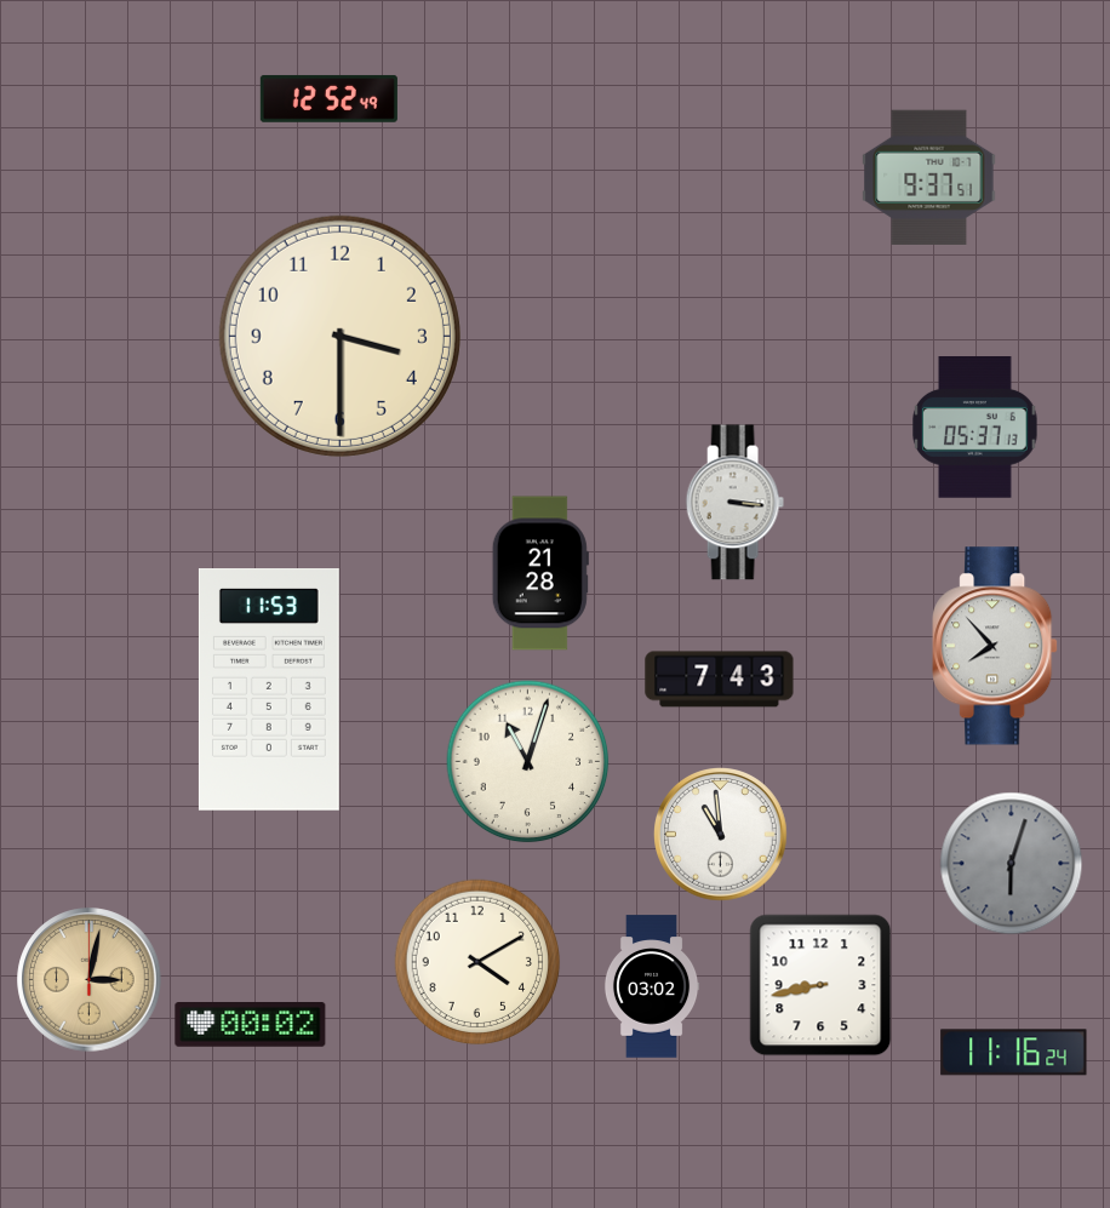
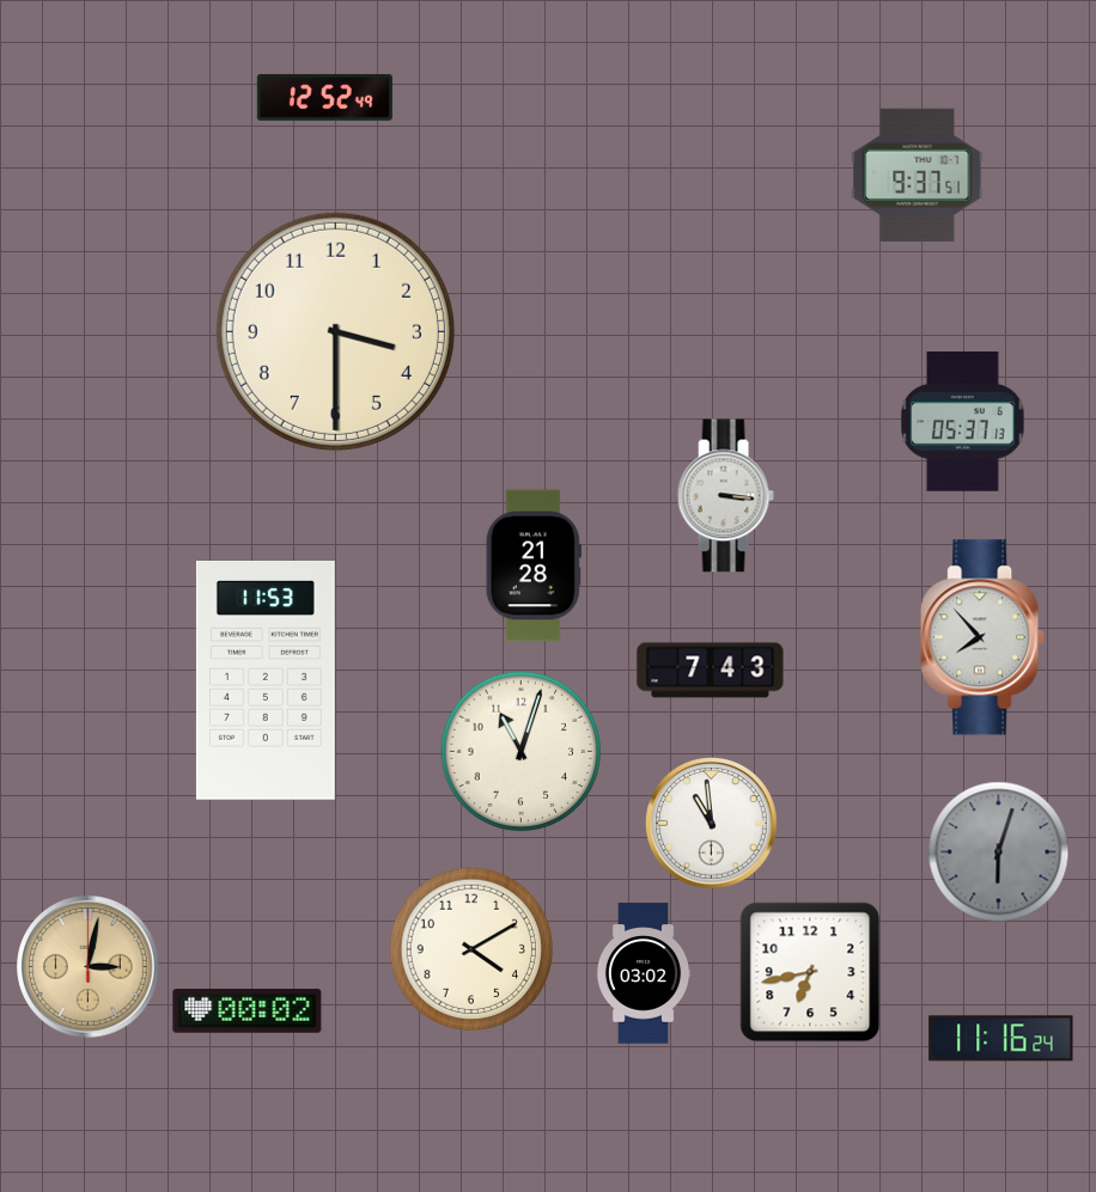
clock at (820, 985): 8:43 -> 6:43
